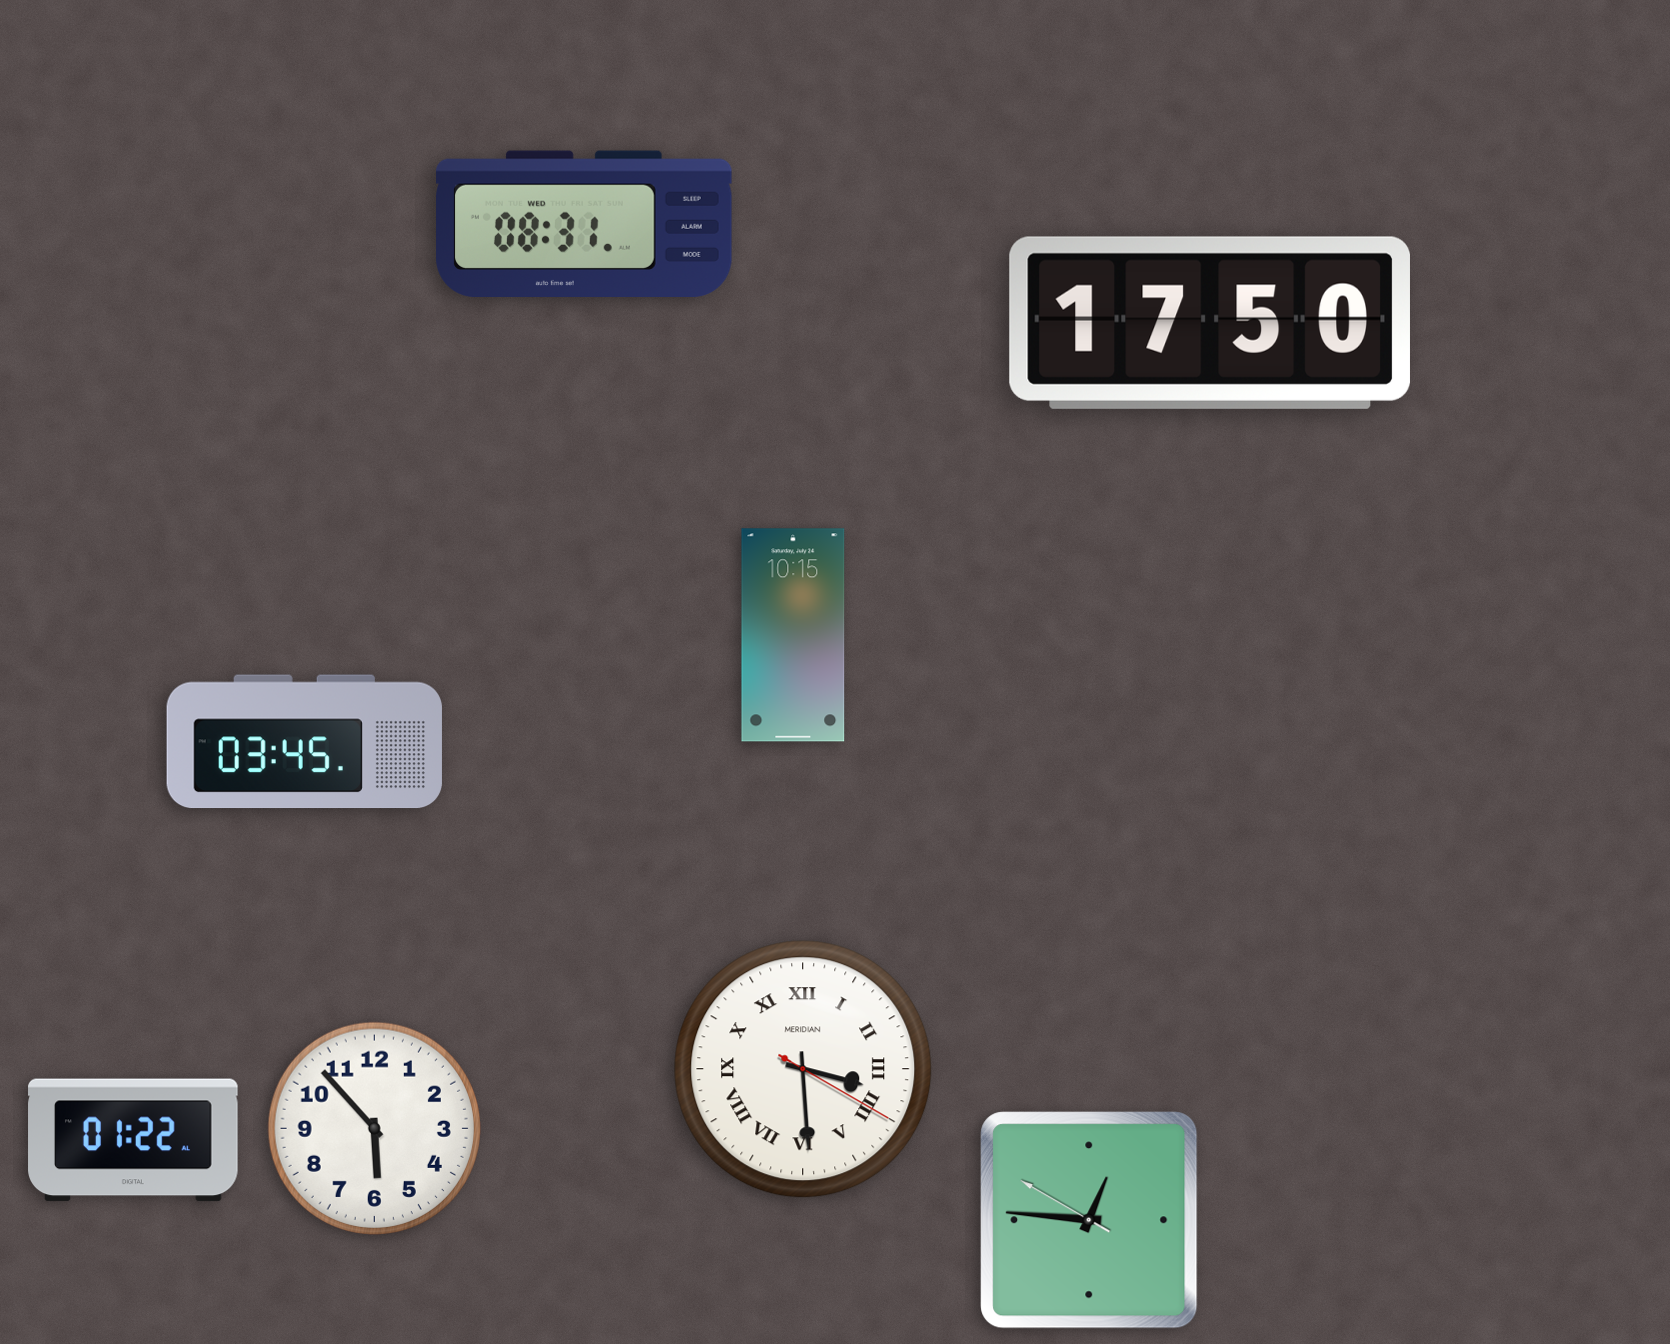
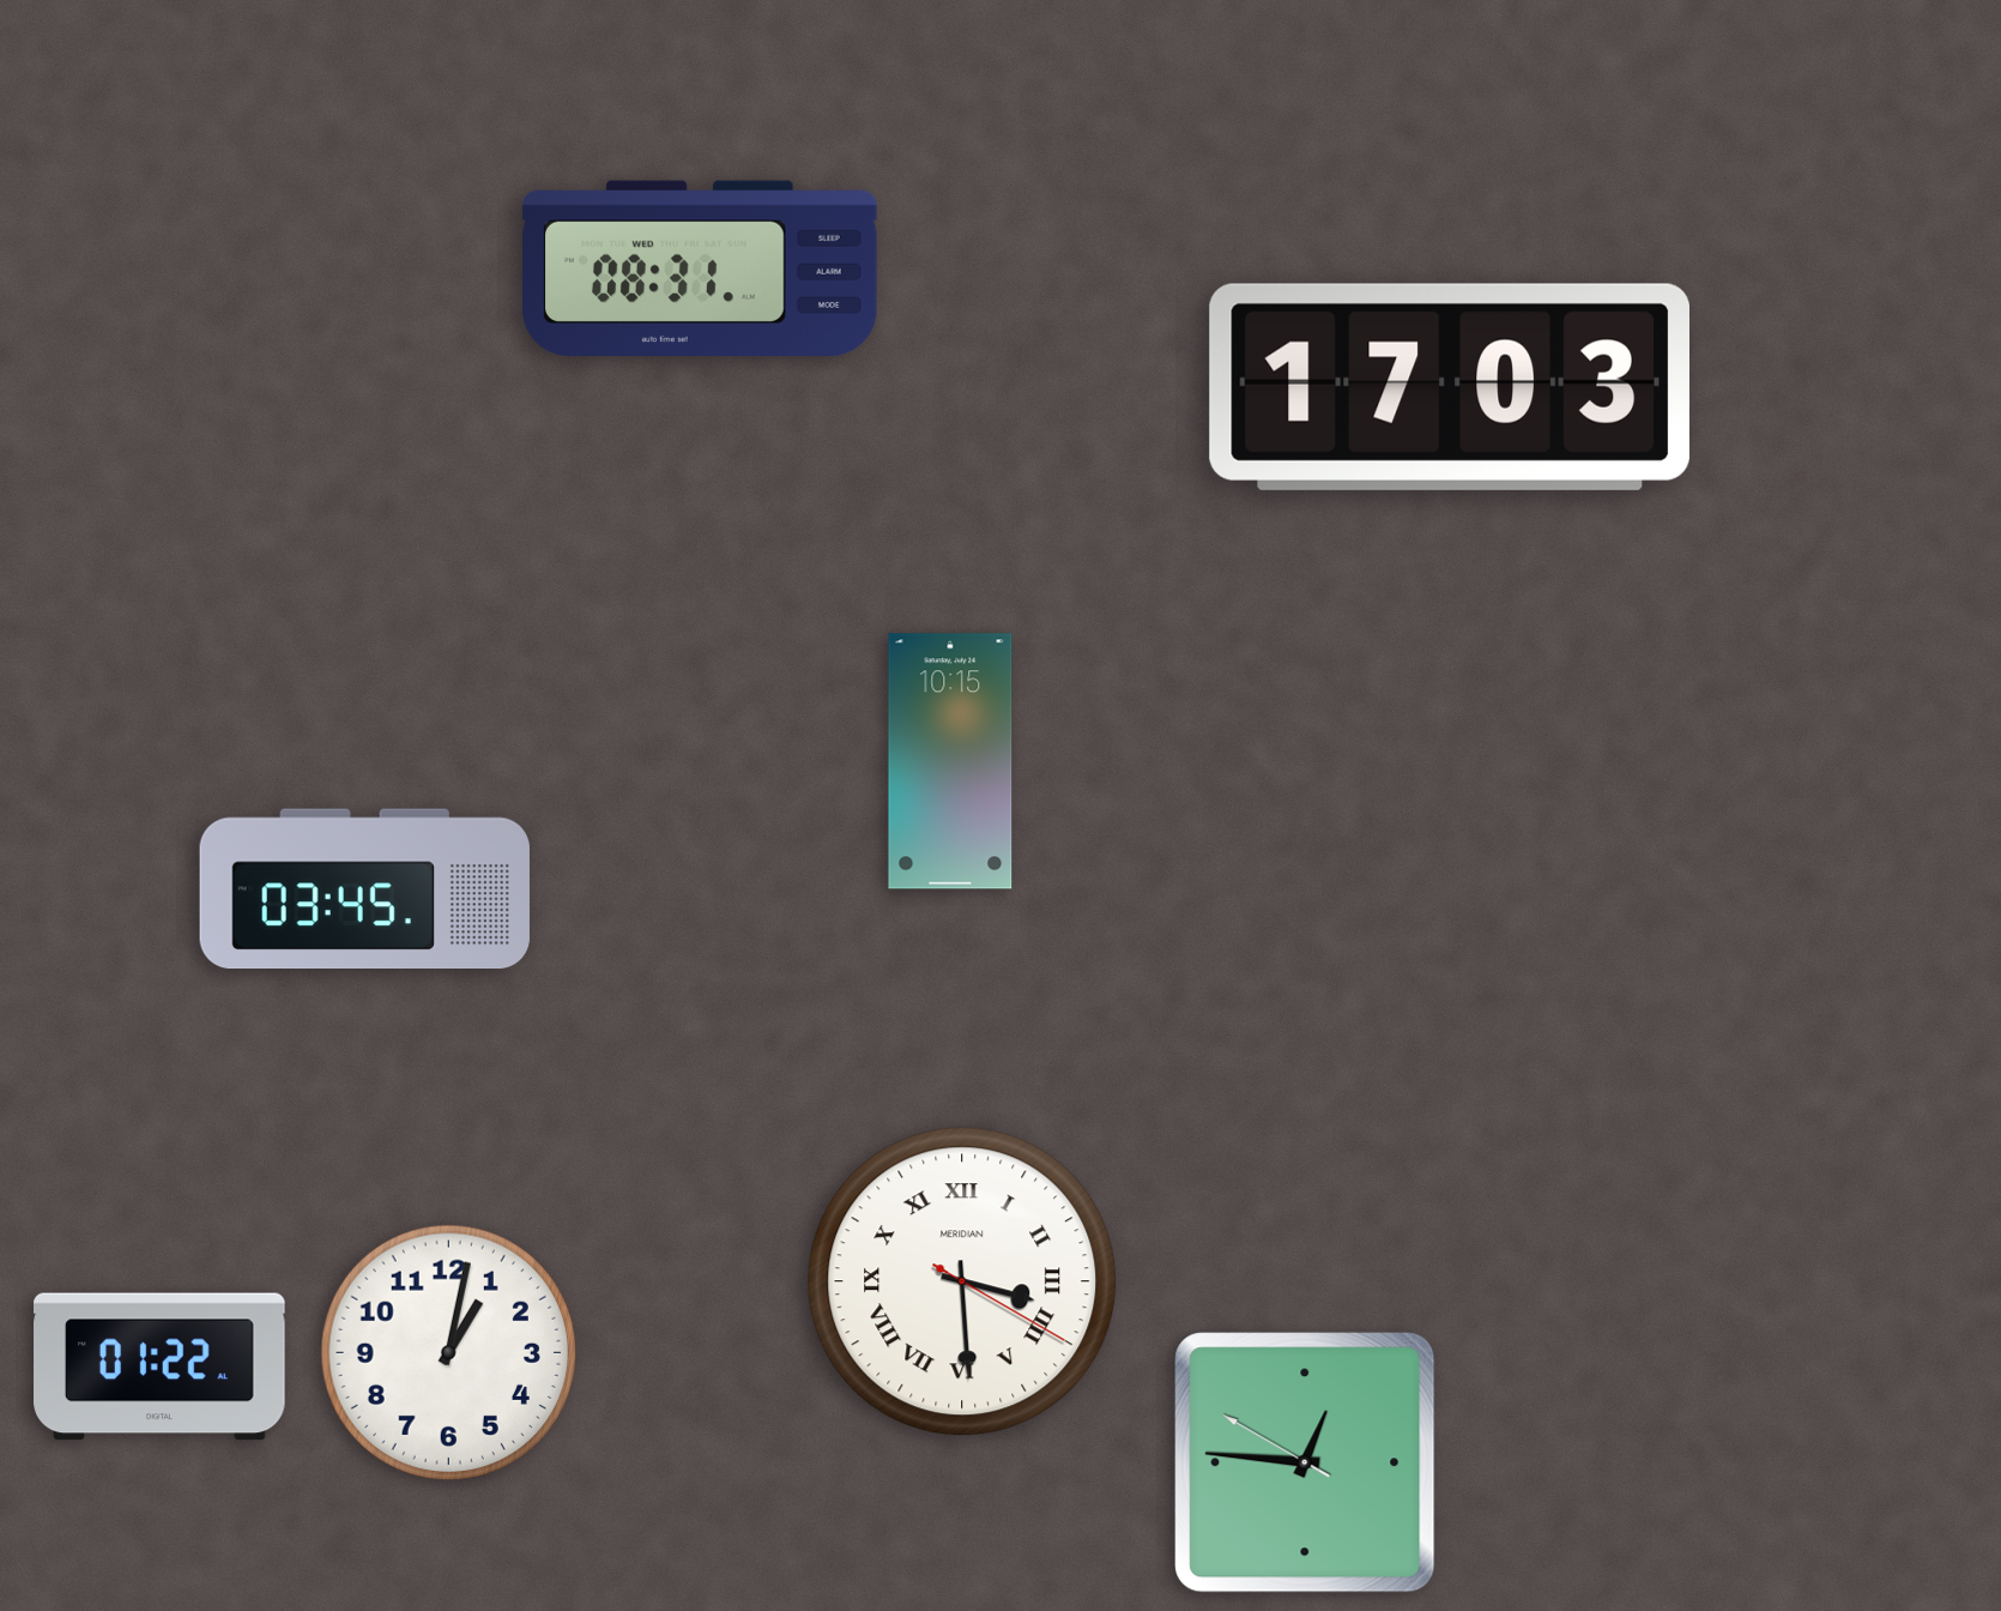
clock at (1210, 323): 17:50 -> 17:03
clock at (374, 1128): 5:53 -> 1:02
